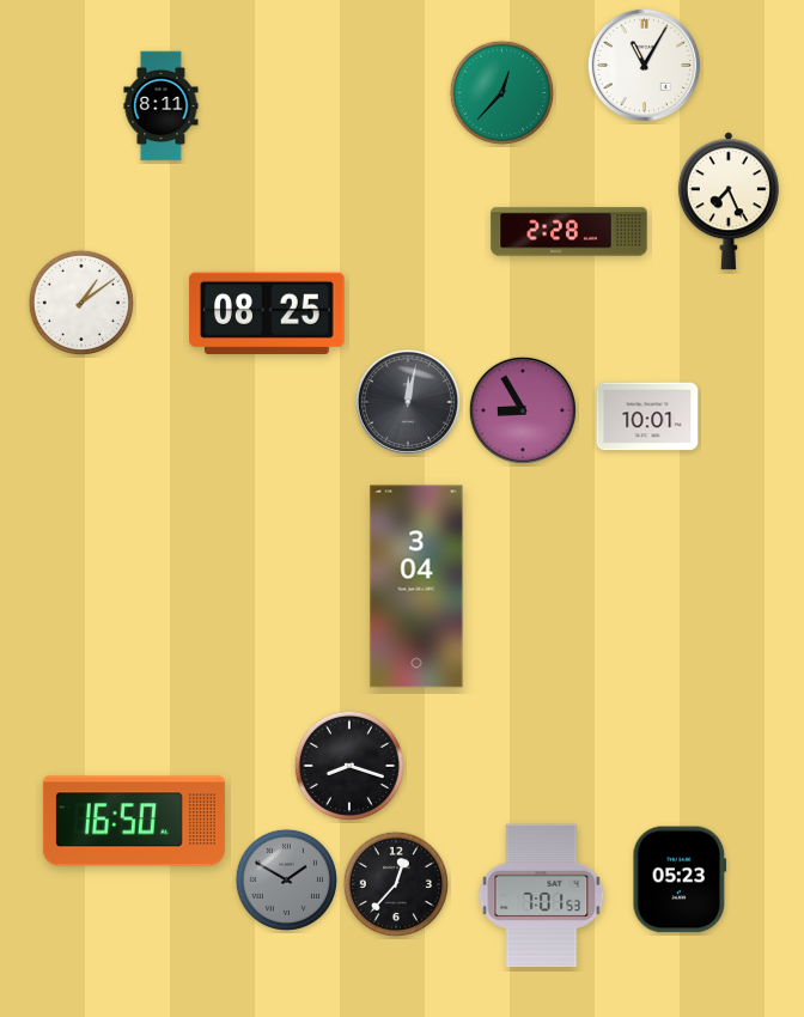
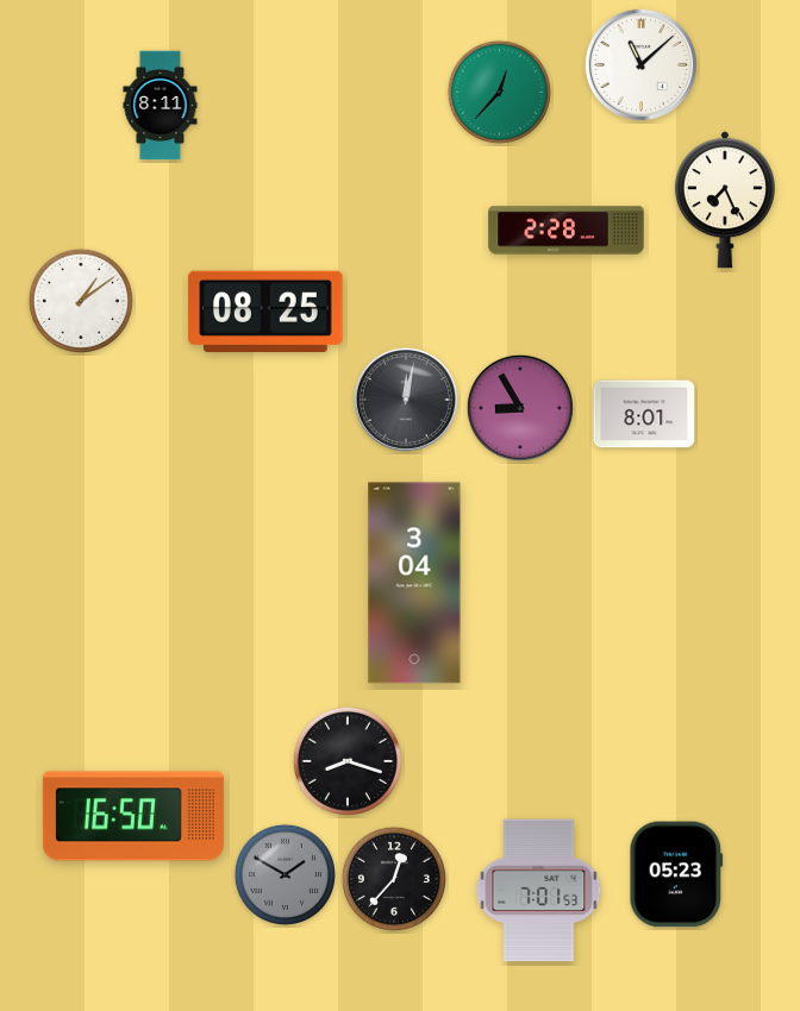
clock at (644, 65): 11:05 -> 11:08
clock at (647, 416): 10:01 -> 8:01
